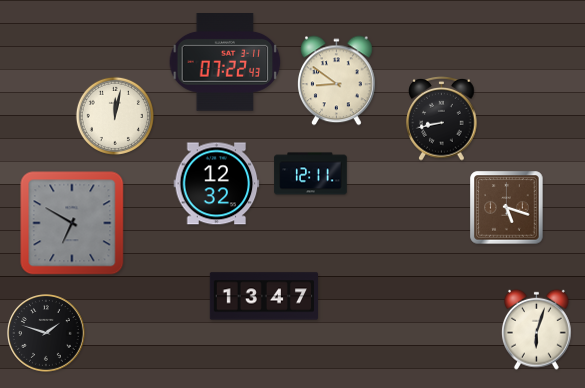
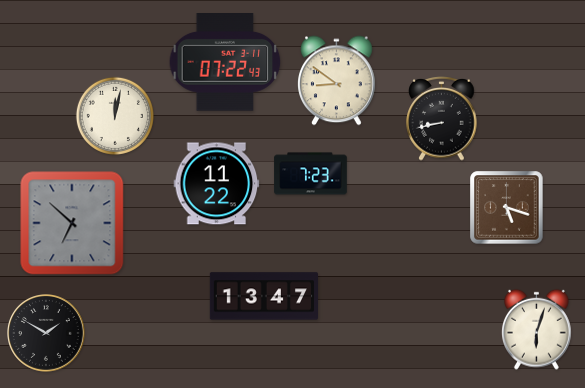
clock at (311, 174): 12:11 -> 7:23
clock at (217, 184): 12:32 -> 11:22
clock at (72, 223): 6:50 -> 6:52
clock at (47, 334): 1:48 -> 1:50
